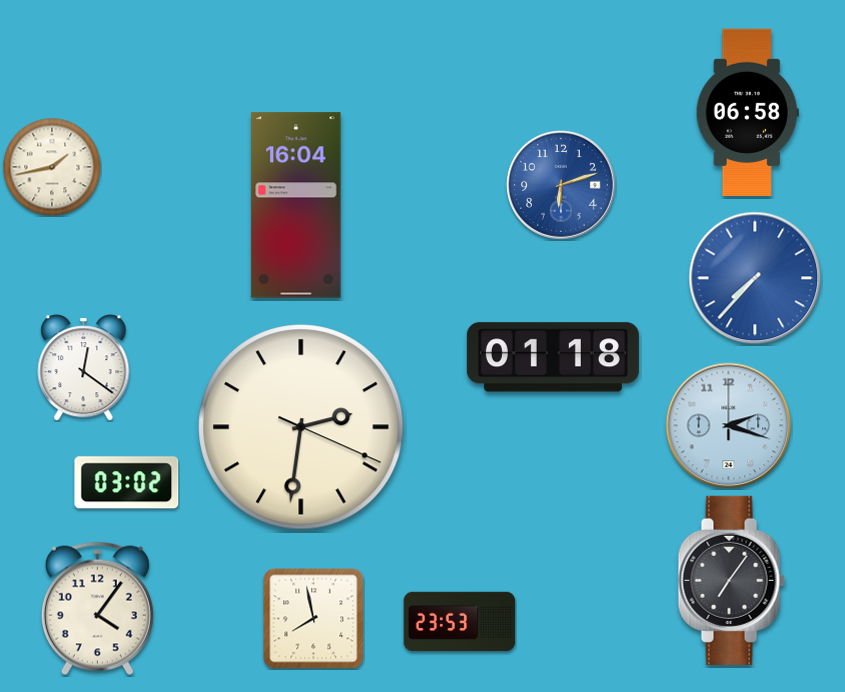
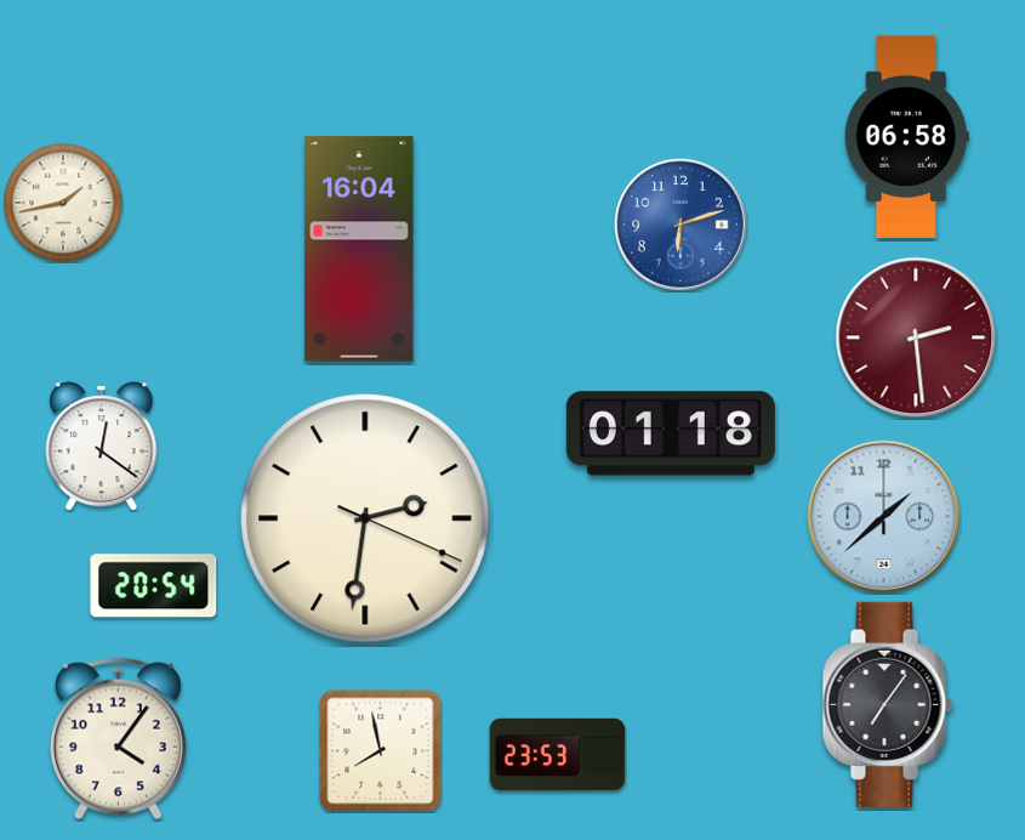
clock at (755, 278): 7:37 -> 2:29
clock at (755, 278) dial: blue -> burgundy
clock at (729, 426): 2:18 -> 1:38
clock at (127, 483): 03:02 -> 20:54
